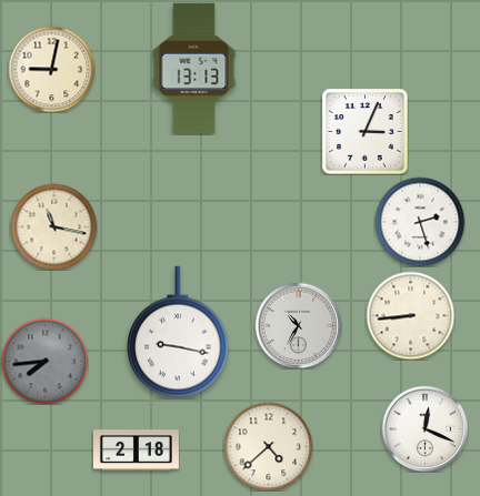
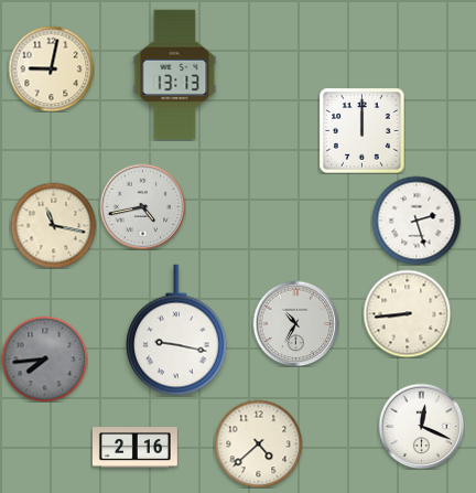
clock at (194, 69) position: (194, 69) -> (175, 75)
clock at (364, 131): 3:04 -> 12:00
clock at (142, 206): none -> 4:43
clock at (268, 446) position: (268, 446) -> (258, 443)
clock at (136, 451): 2:18 -> 2:16
